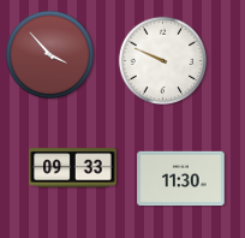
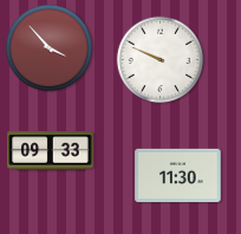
clock at (50, 55) position: (50, 55) -> (50, 48)
clock at (73, 168) position: (73, 168) -> (51, 151)
